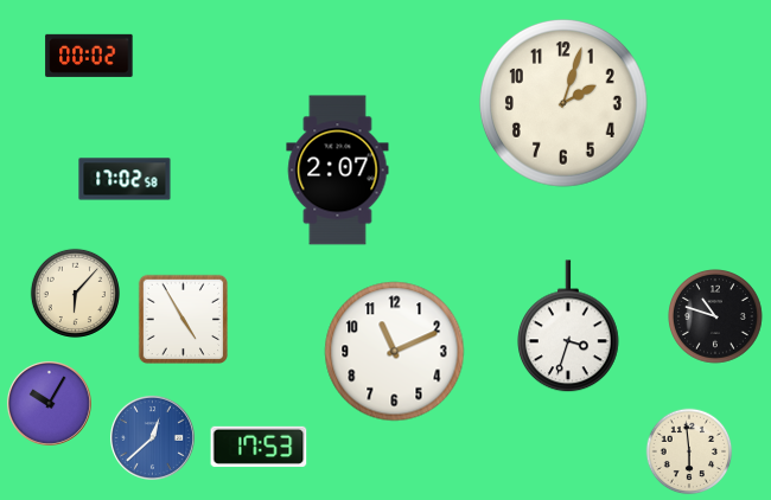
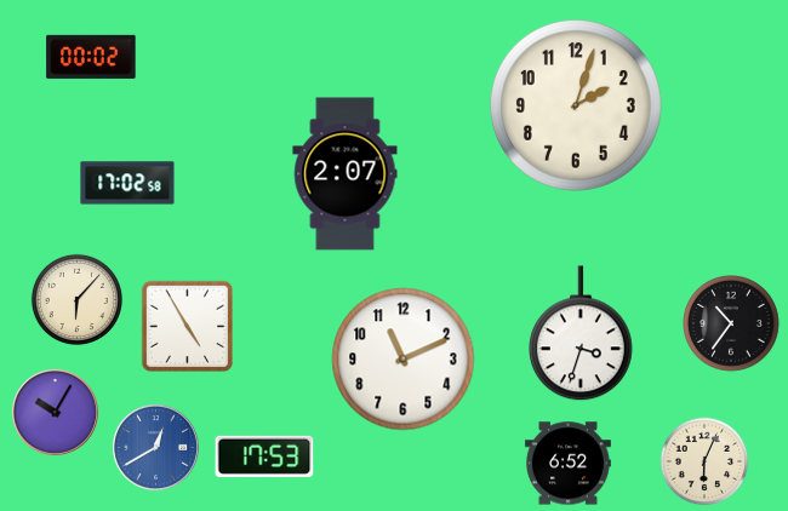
clock at (716, 318): 10:48 -> 10:36
clock at (49, 403) position: (49, 403) -> (55, 412)
clock at (152, 437): 12:38 -> 12:40
clock at (689, 451): 5:59 -> 6:04
clock at (567, 464): none -> 6:52
